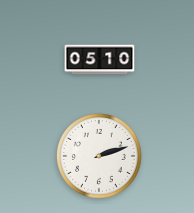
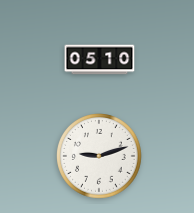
clock at (100, 157): 2:12 -> 9:12
